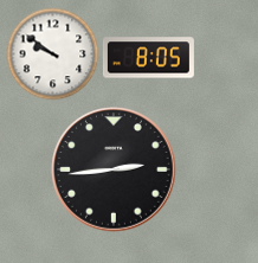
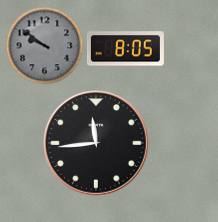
clock at (52, 53) dial: white -> grey
clock at (114, 169): 2:44 -> 11:44
